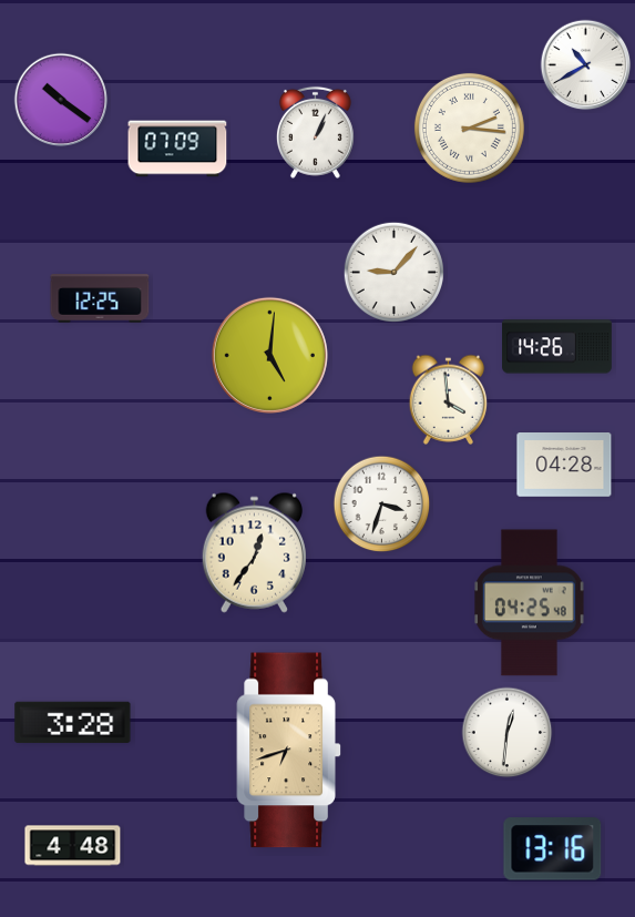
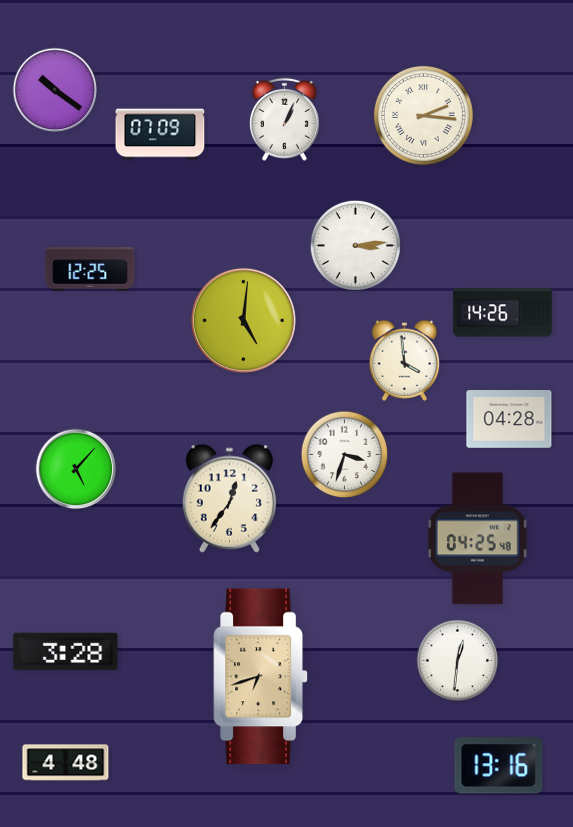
clock at (586, 65): 10:40 -> none
clock at (393, 272): 9:07 -> 3:14
clock at (76, 469): none -> 5:07
clock at (530, 603) position: (530, 603) -> (478, 539)
